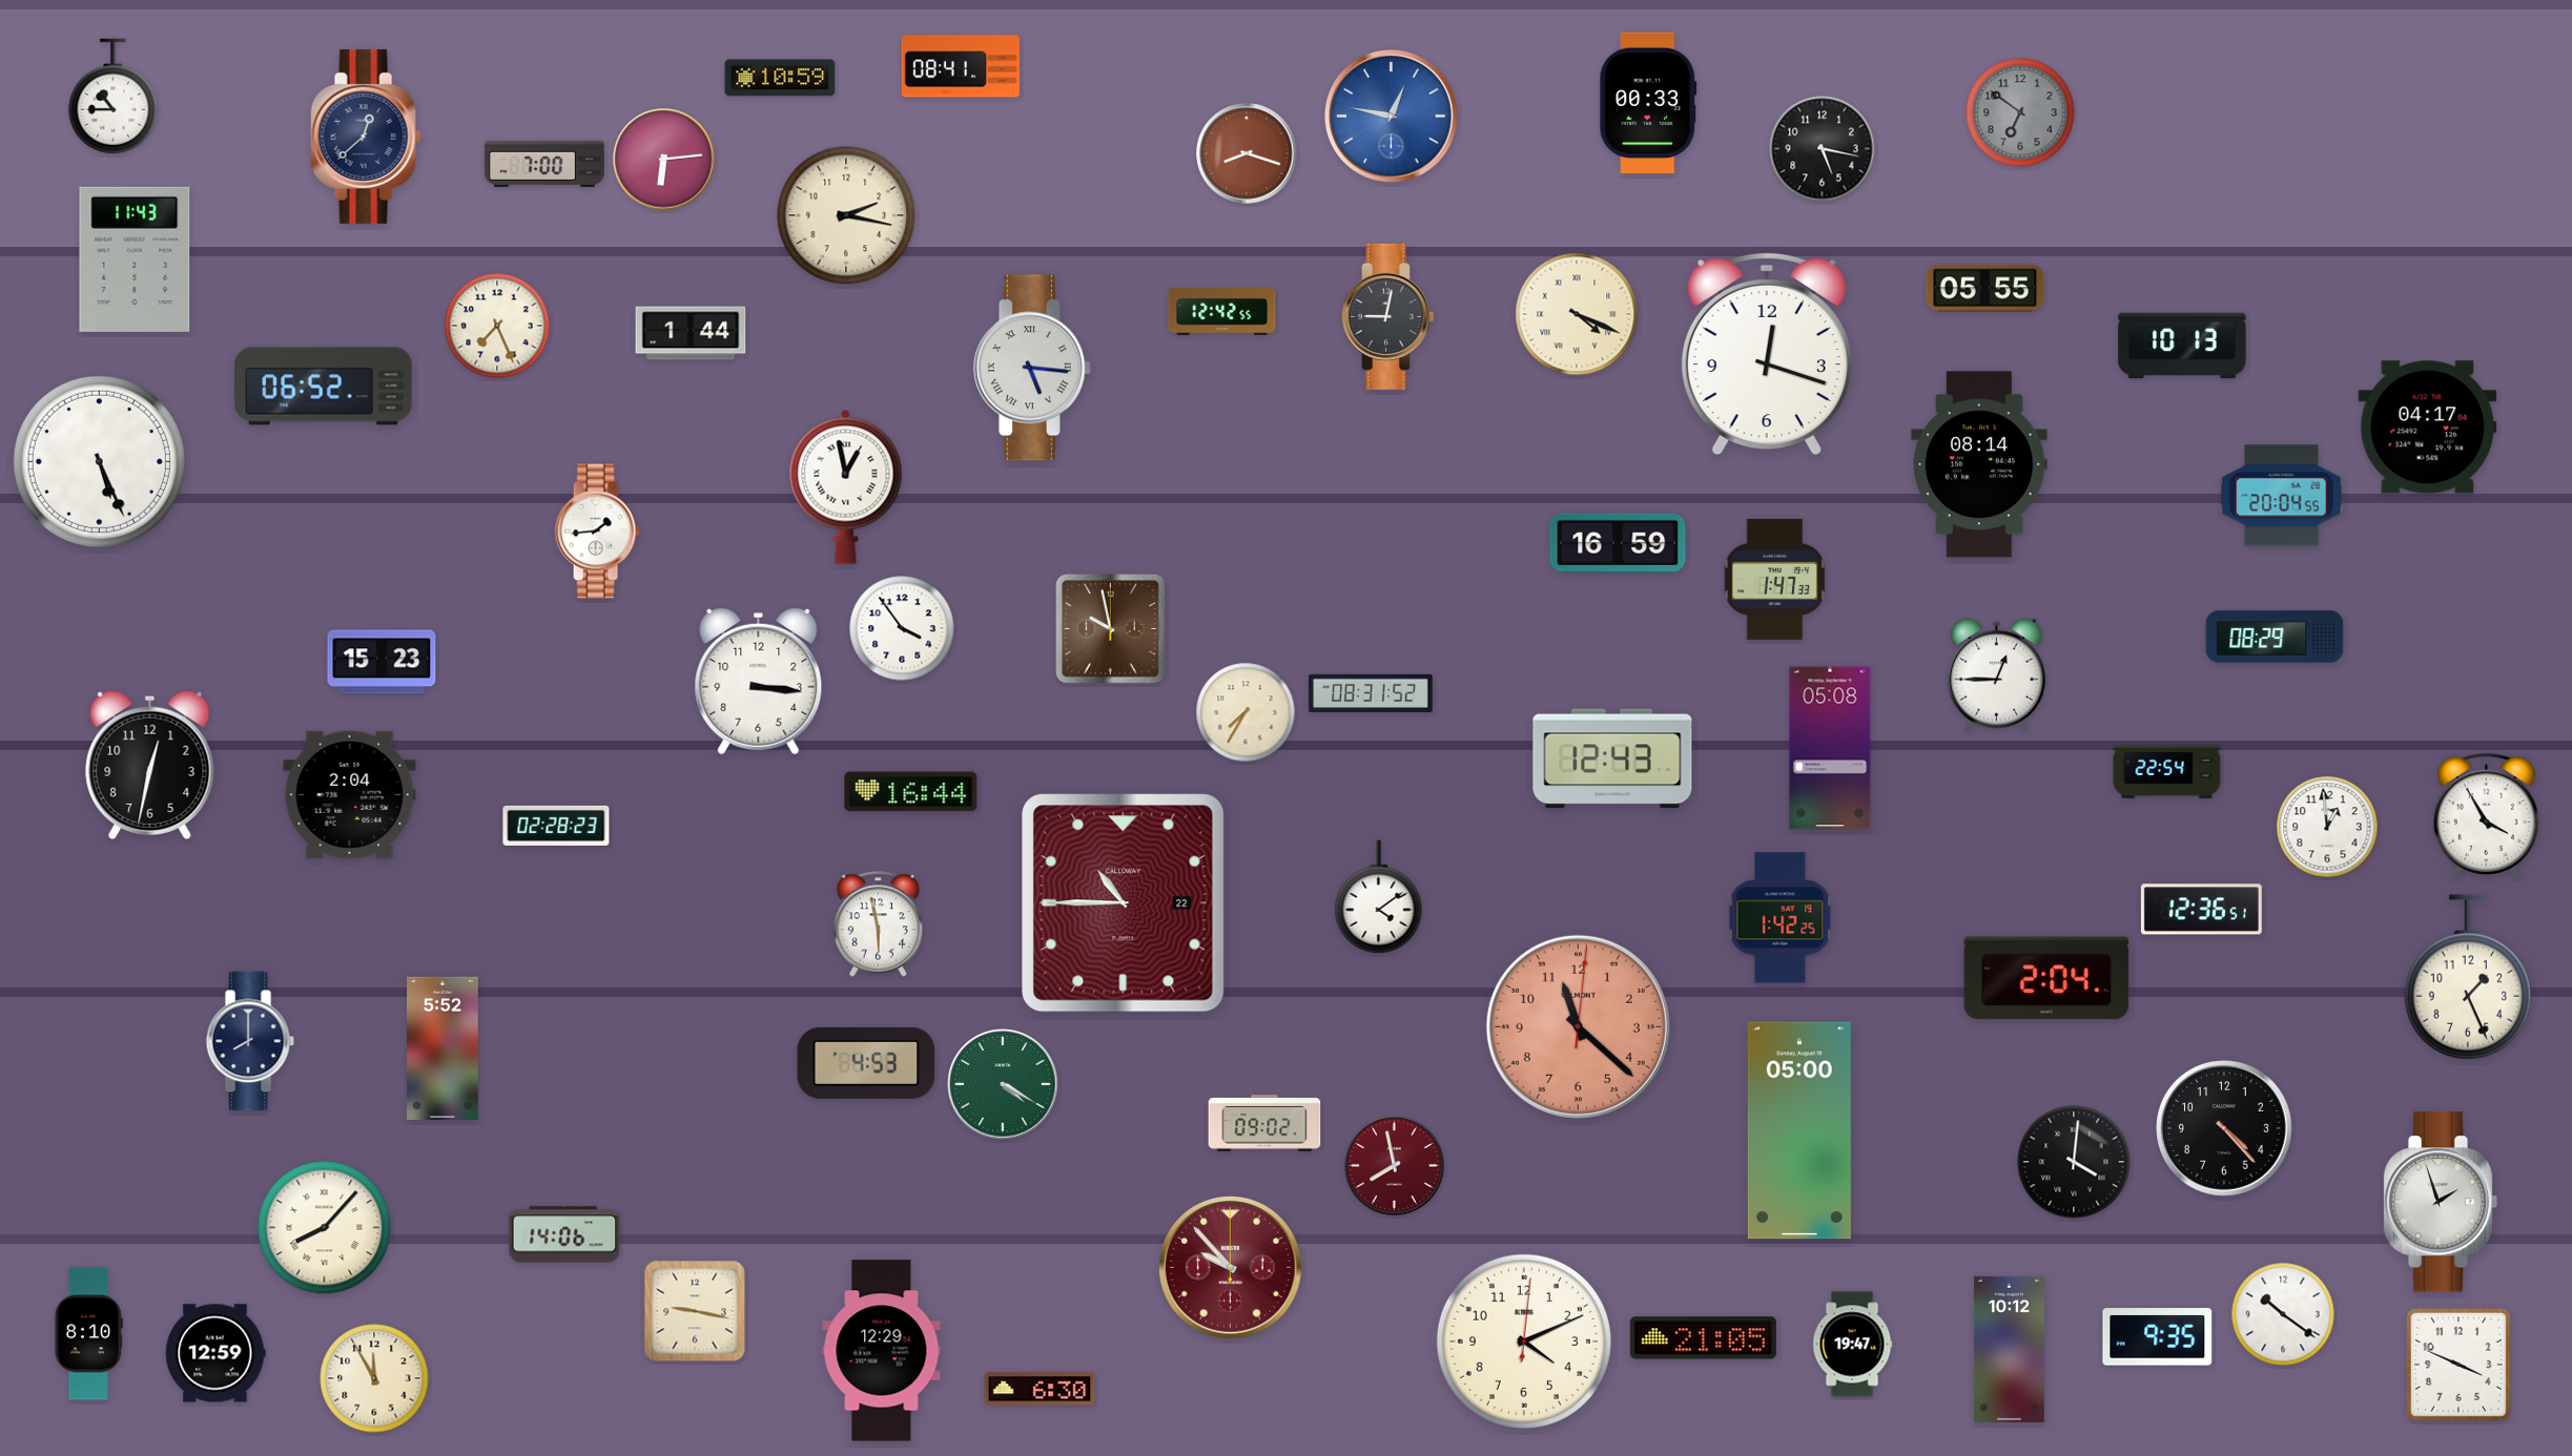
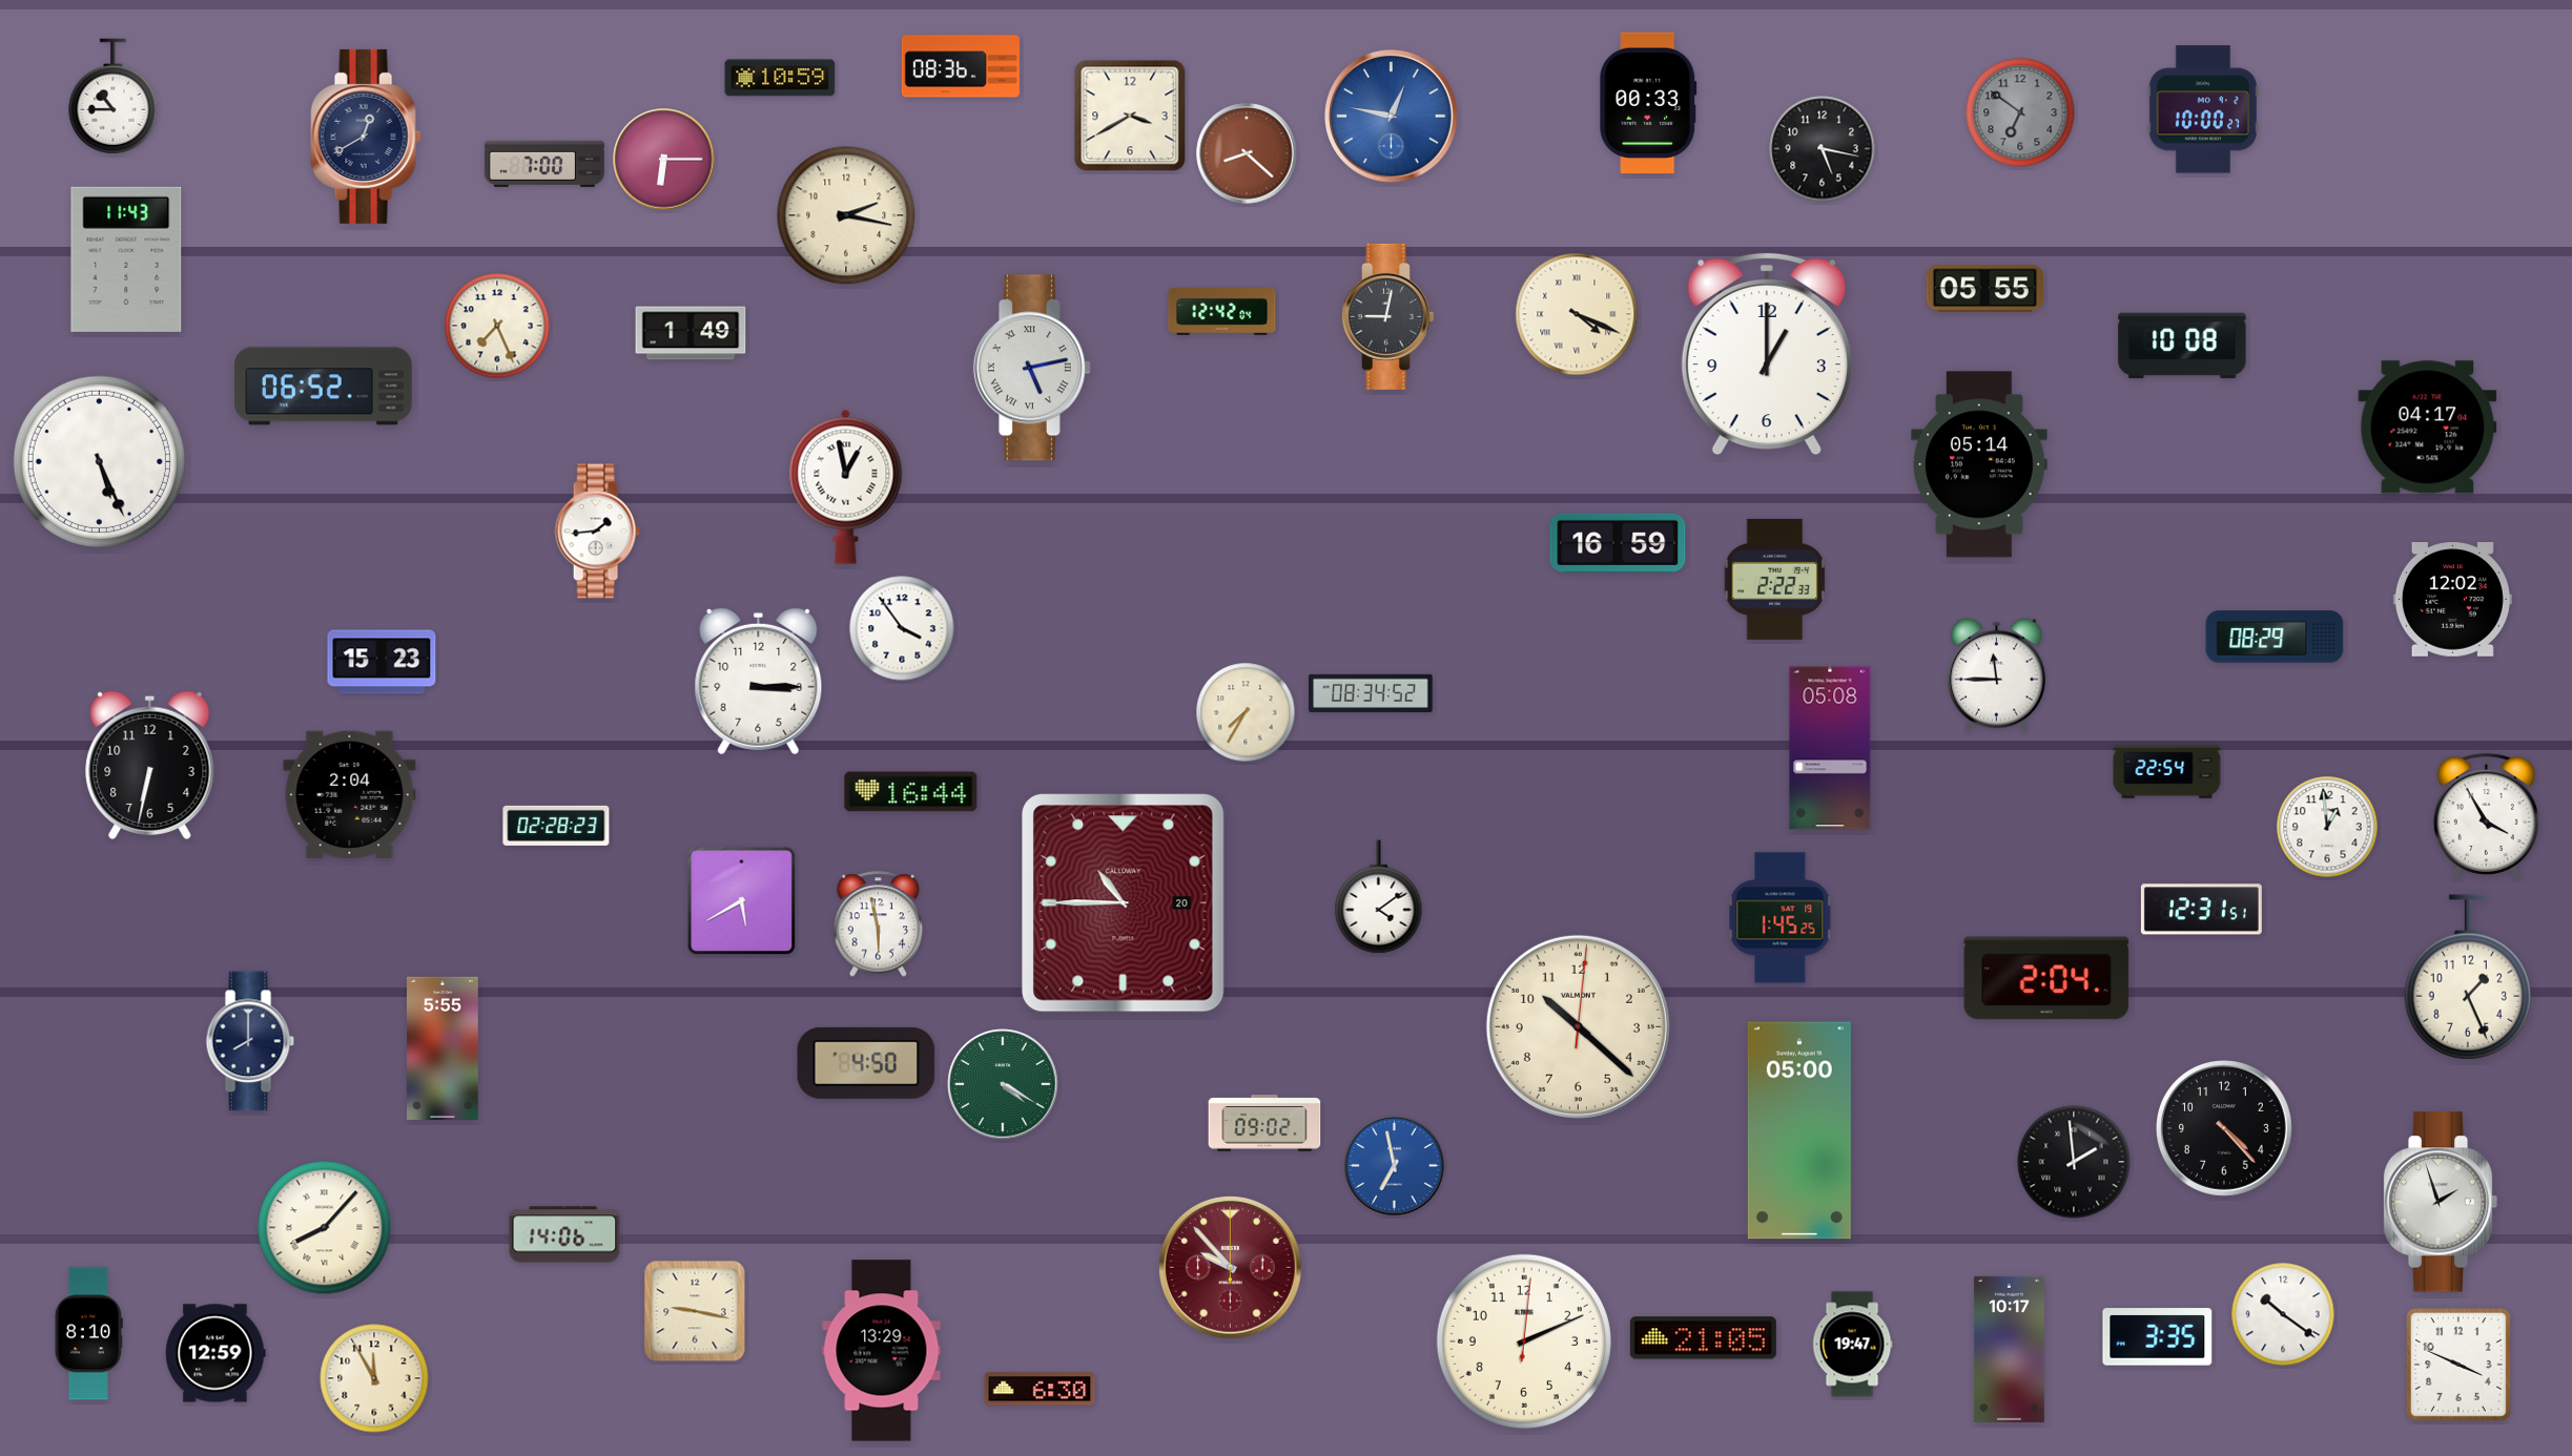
clock at (961, 66): 08:41 -> 08:36
clock at (2203, 109): none -> 10:00
clock at (1130, 116): none -> 3:40
clock at (366, 137): 12:38 -> 12:40
clock at (1247, 153): 8:18 -> 8:22
clock at (664, 160): 6:14 -> 6:15
clock at (135, 259) position: (135, 259) -> (126, 259)
clock at (1222, 311): 12:42:55 -> 12:42:04
clock at (691, 333): 1:44 -> 1:49
clock at (2182, 346): 10:13 -> 10:08
clock at (1767, 354): 12:18 -> 1:00
clock at (1032, 368): 5:16 -> 5:13
clock at (1979, 464): 08:14 -> 05:14
clock at (2282, 496): 20:04 -> none
clock at (1775, 579): 1:47 -> 2:22
clock at (2452, 600): none -> 12:02
clock at (1111, 629): 9:58 -> none
clock at (1996, 674): 12:45 -> 11:45
clock at (759, 682): 3:16 -> 3:15
clock at (1371, 693): 08:31 -> 08:34
clock at (1612, 758): 12:43 -> none
clock at (150, 765): 12:32 -> 6:32
clock at (742, 901): none -> 5:40
clock at (1124, 903) date: 22 -> 20
clock at (2201, 910): 12:36 -> 12:31
clock at (1781, 918): 1:42 -> 1:45
clock at (1578, 1026): 11:22 -> 10:22
clock at (1578, 1026) dial: salmon -> cream
clock at (444, 1047): 5:52 -> 5:55
clock at (866, 1063): 4:53 -> 4:50
clock at (2074, 1162): 4:01 -> 1:59
clock at (1395, 1166): 7:58 -> 6:58
clock at (1395, 1166) dial: burgundy -> blue
clock at (2158, 1337): 9:35 -> 3:35
clock at (1524, 1341): 4:11 -> 2:11
clock at (2009, 1349): 10:12 -> 10:17
clock at (882, 1351): 12:29 -> 13:29
